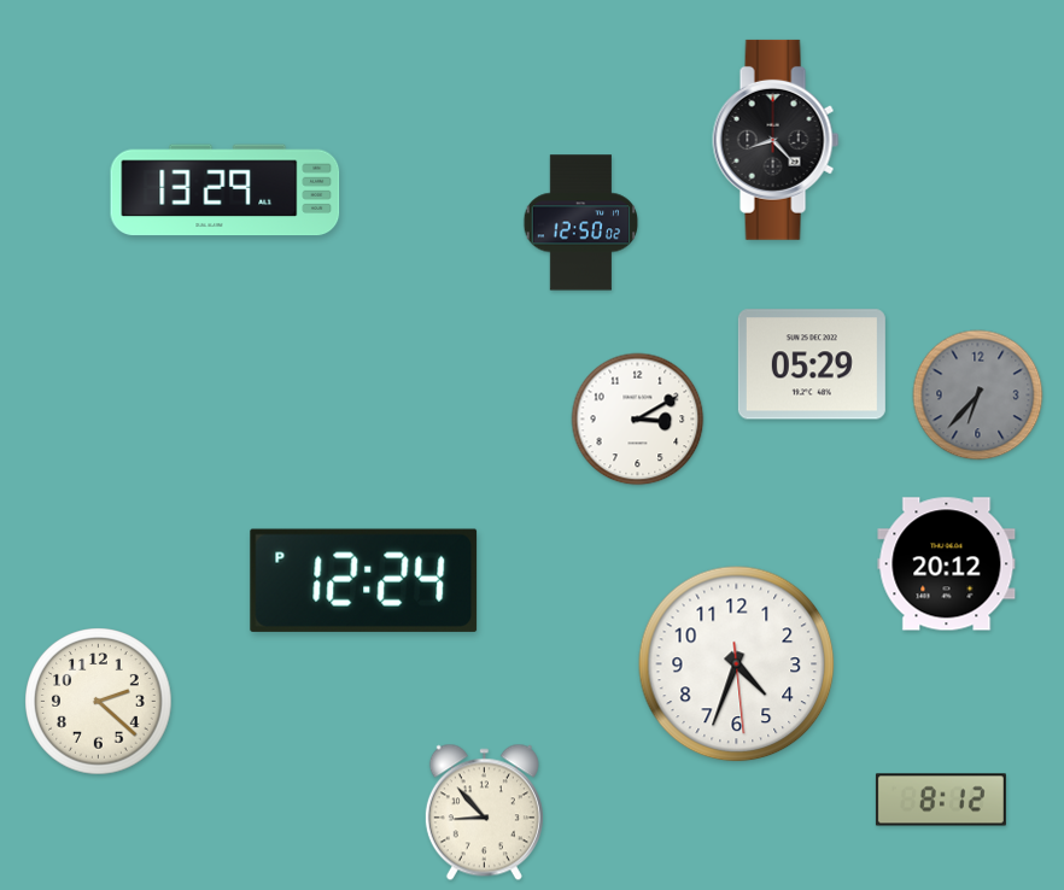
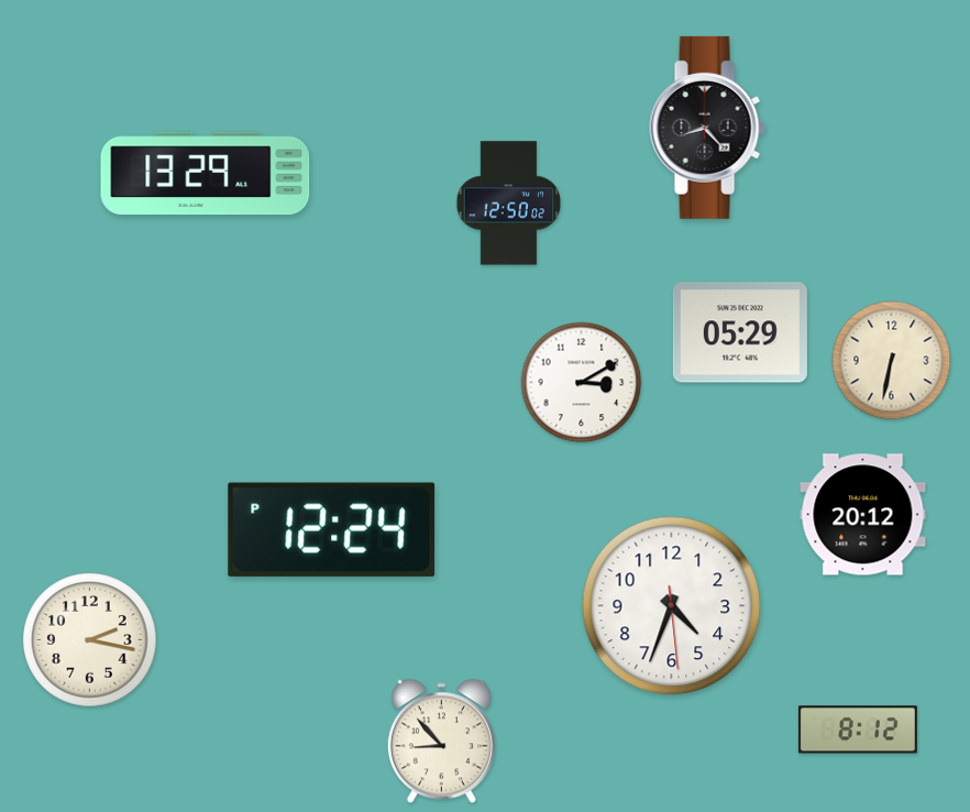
clock at (581, 223) position: (581, 223) -> (509, 204)
clock at (978, 396): 6:37 -> 6:32
clock at (978, 396) dial: grey -> cream
clock at (99, 702): 2:22 -> 2:17
